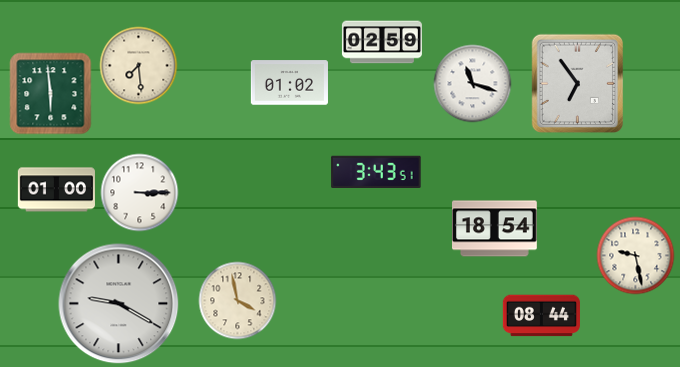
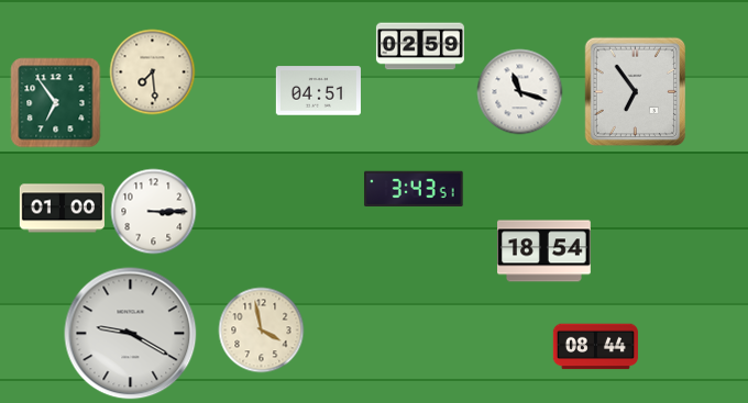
clock at (289, 83): 01:02 -> 04:51
clock at (50, 93): 5:59 -> 6:54
clock at (635, 255): 9:28 -> none
